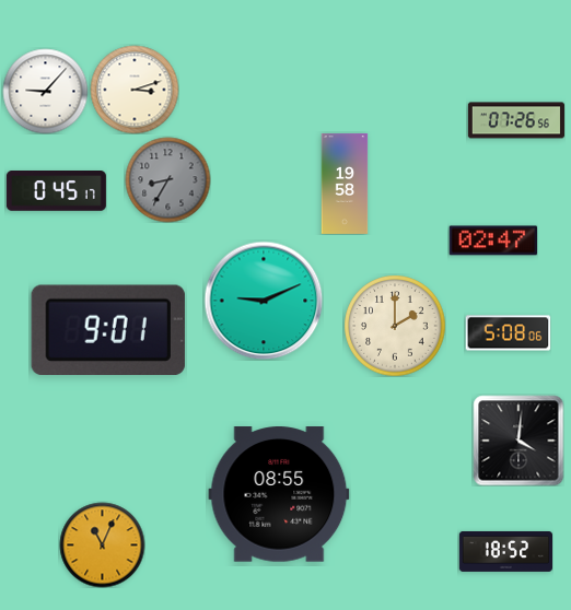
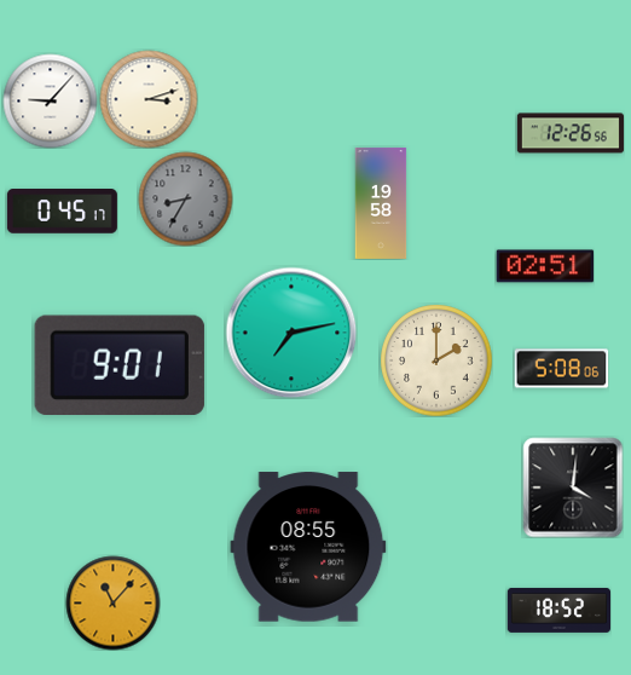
clock at (516, 120): 07:26 -> 12:26
clock at (493, 241): 02:47 -> 02:51
clock at (264, 301): 9:11 -> 7:13
clock at (102, 544): 11:04 -> 11:07
